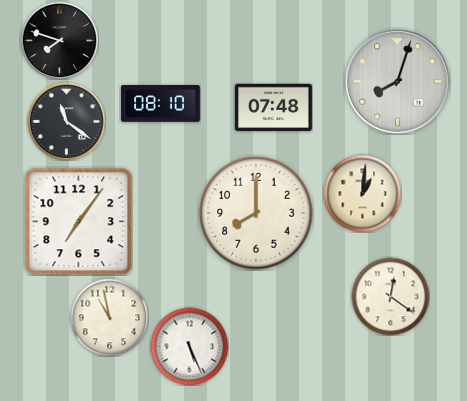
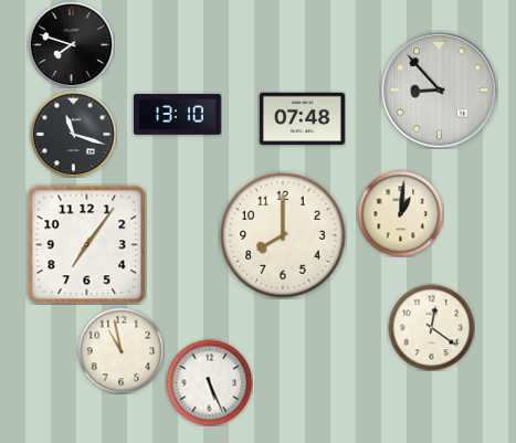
clock at (59, 40) position: (59, 40) -> (71, 44)
clock at (398, 82): 8:03 -> 8:53
clock at (161, 104): 08:10 -> 13:10
clock at (66, 121): 11:21 -> 11:18
